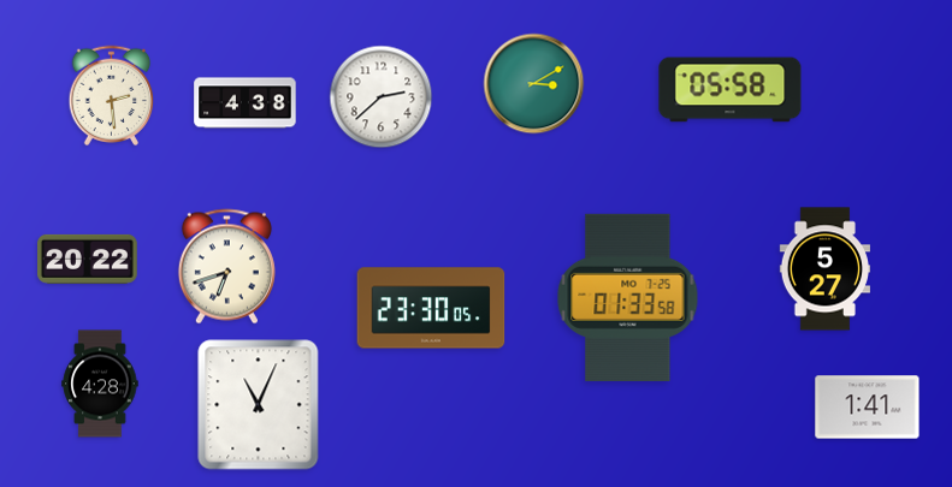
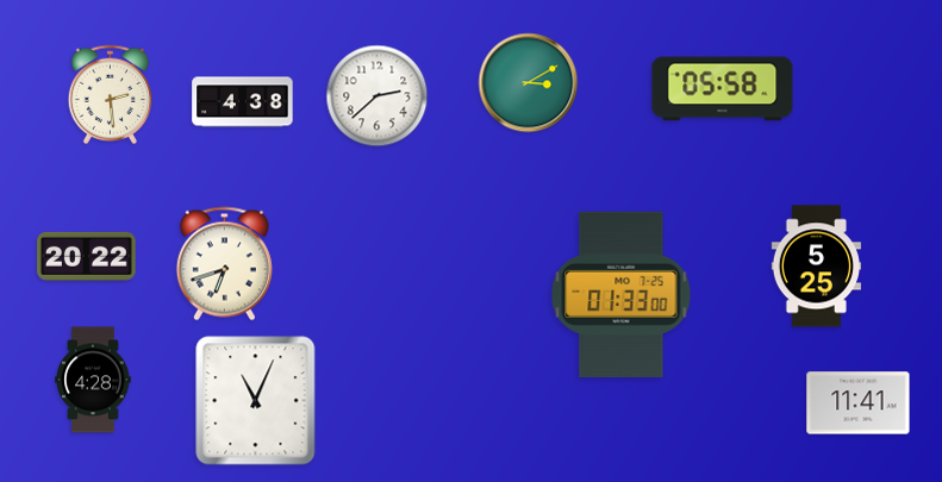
clock at (824, 269): 5:27 -> 5:25
clock at (628, 297): 01:33:58 -> 01:33:00
clock at (431, 308): 23:30 -> none
clock at (100, 384) position: (100, 384) -> (93, 380)
clock at (868, 408): 1:41 -> 11:41
